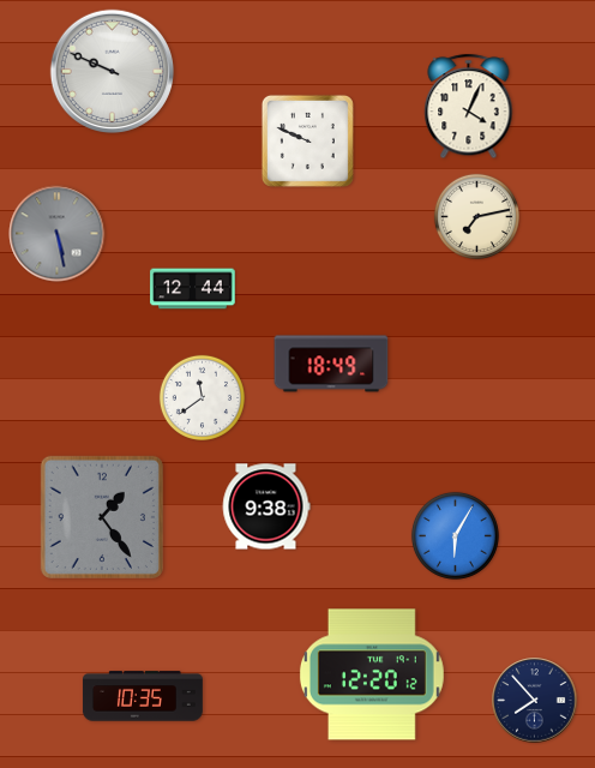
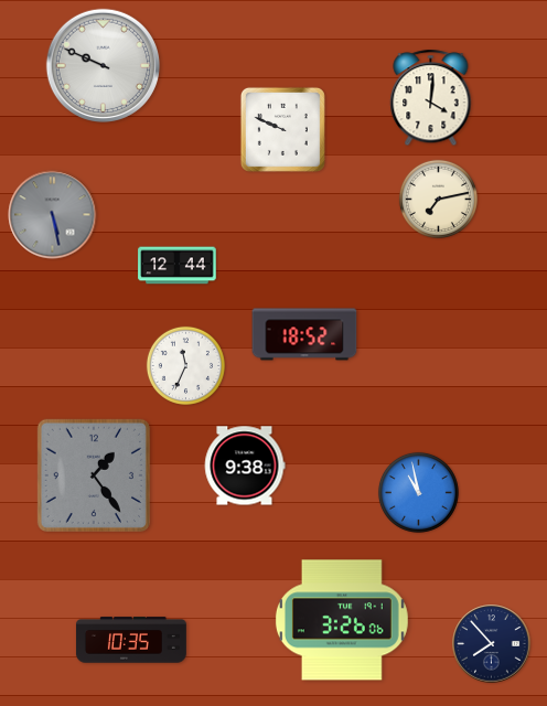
clock at (469, 107): 4:04 -> 4:01
clock at (331, 364): 18:49 -> 18:52
clock at (202, 397): 11:39 -> 11:34
clock at (455, 535): 6:05 -> 10:58
clock at (372, 674): 12:20 -> 3:26
